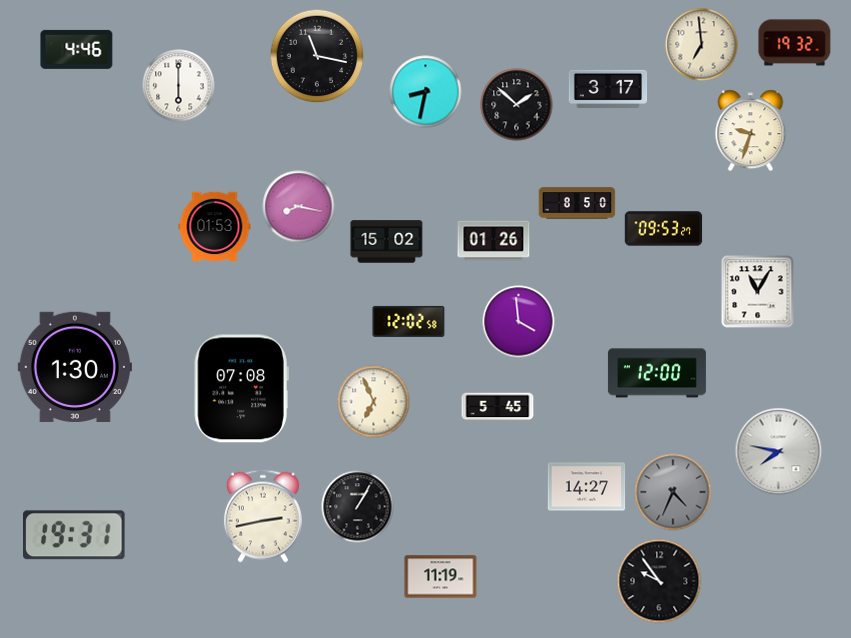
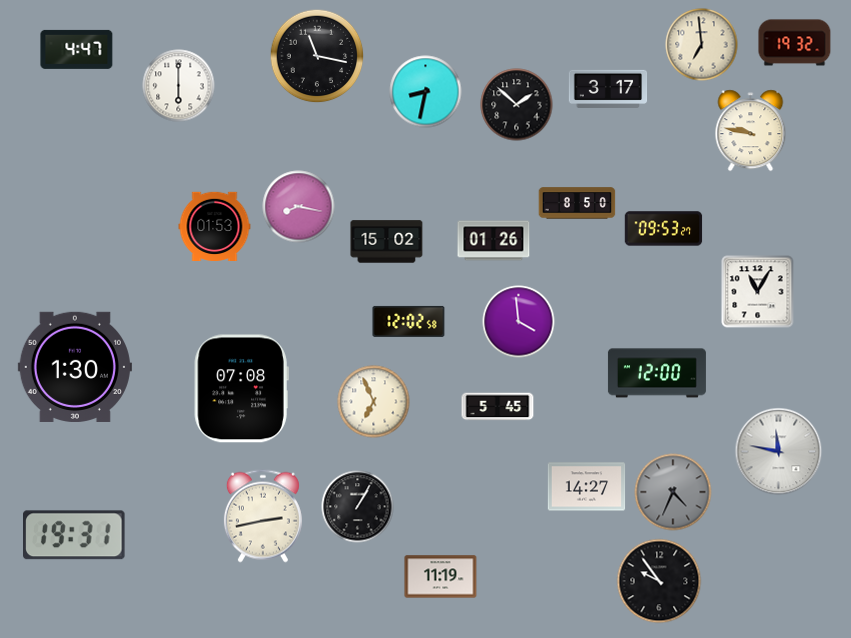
clock at (77, 49): 4:46 -> 4:47
clock at (751, 131): 9:33 -> 9:47
clock at (779, 452): 7:47 -> 11:47
